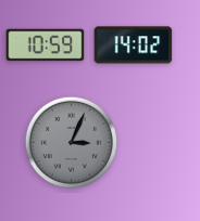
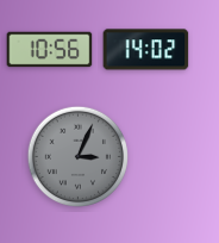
clock at (46, 45): 10:59 -> 10:56
